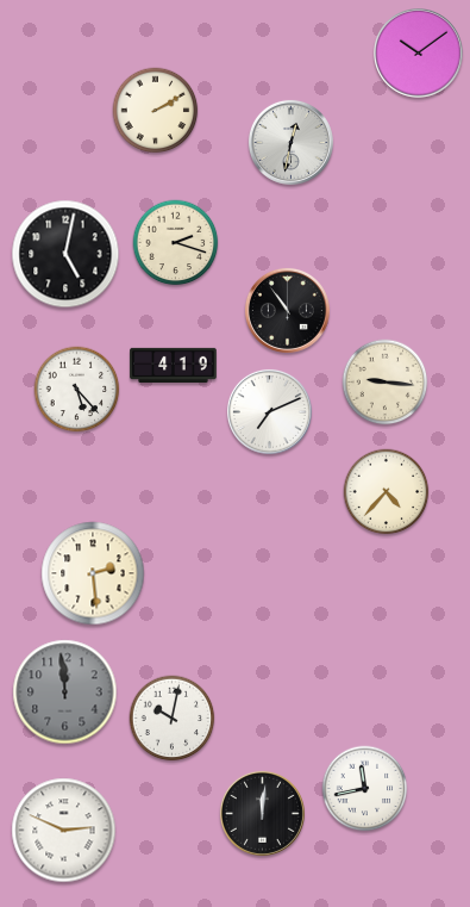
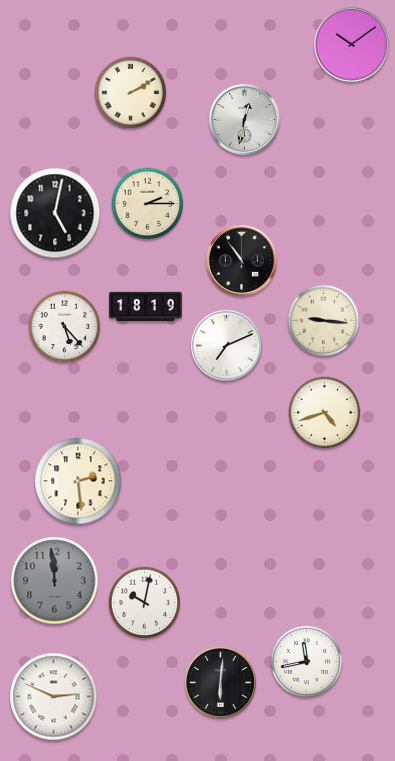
clock at (176, 243): 2:18 -> 2:15
clock at (174, 365): 4:19 -> 18:19
clock at (387, 492): 4:37 -> 4:42
clock at (262, 813): 12:01 -> 6:01
